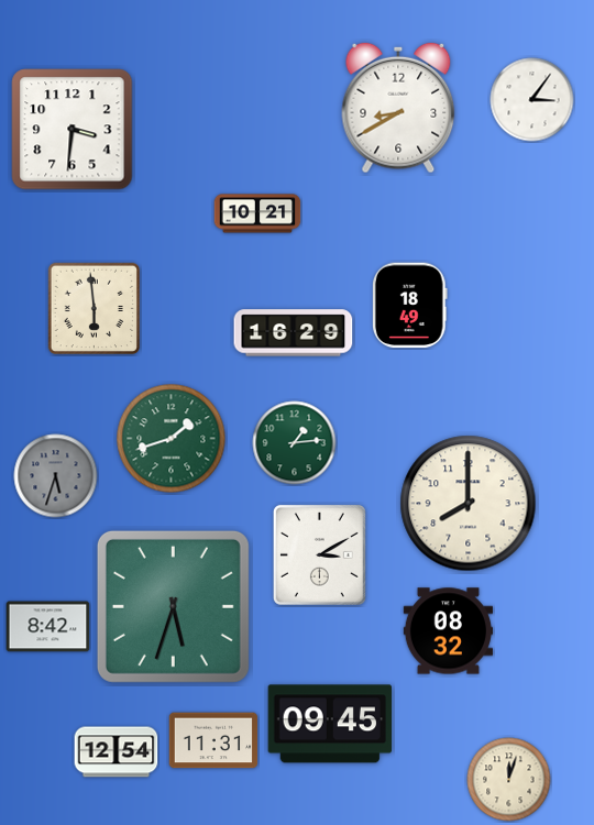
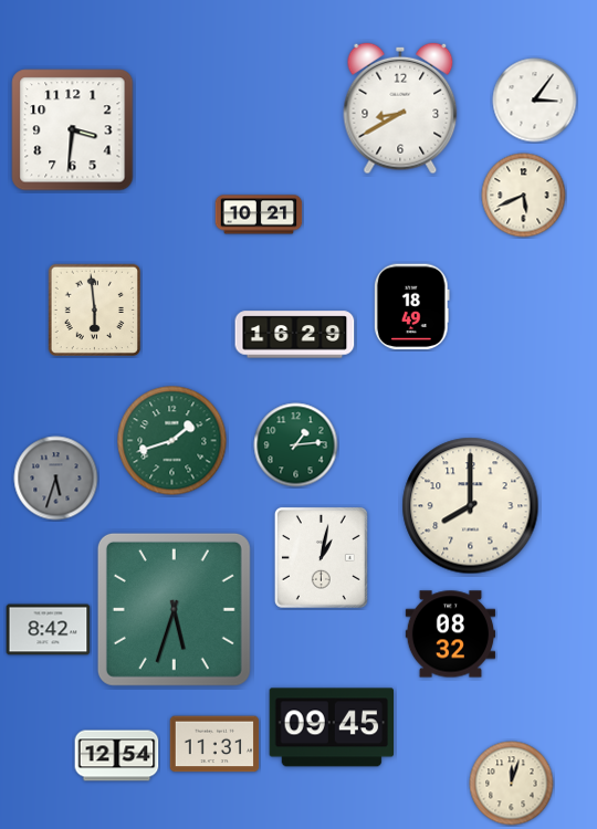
clock at (524, 196): none -> 5:41
clock at (319, 554): 3:10 -> 1:02
